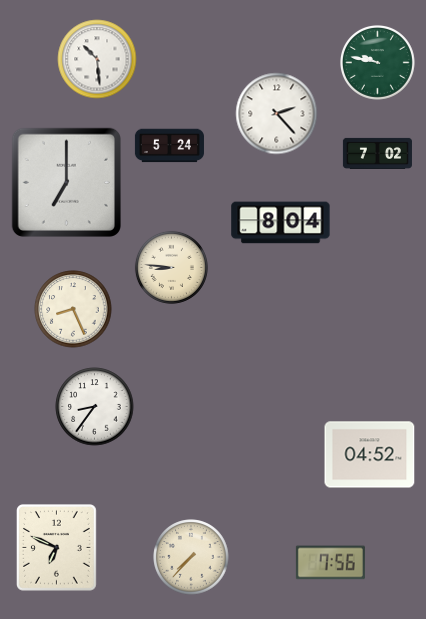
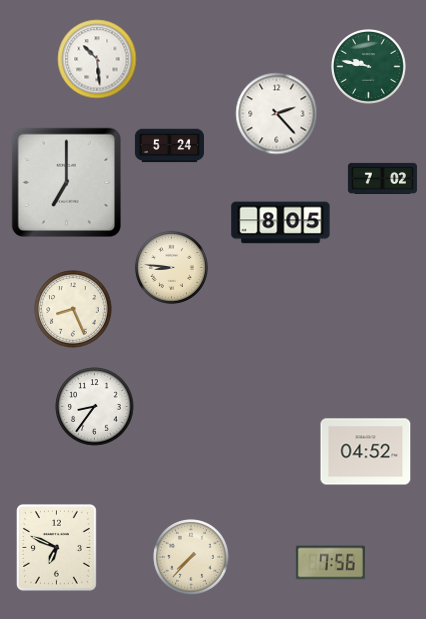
clock at (378, 63) position: (378, 63) -> (369, 67)
clock at (377, 153) position: (377, 153) -> (382, 178)
clock at (281, 223): 8:04 -> 8:05
clock at (370, 455) position: (370, 455) -> (366, 452)
